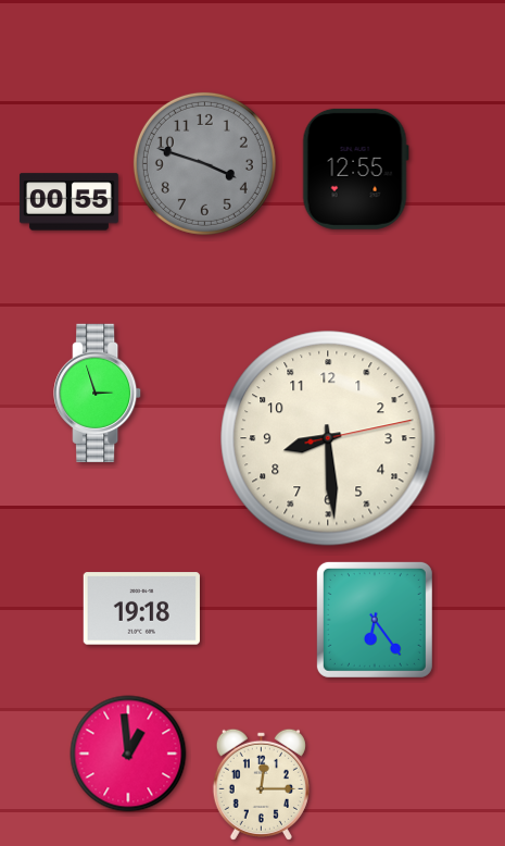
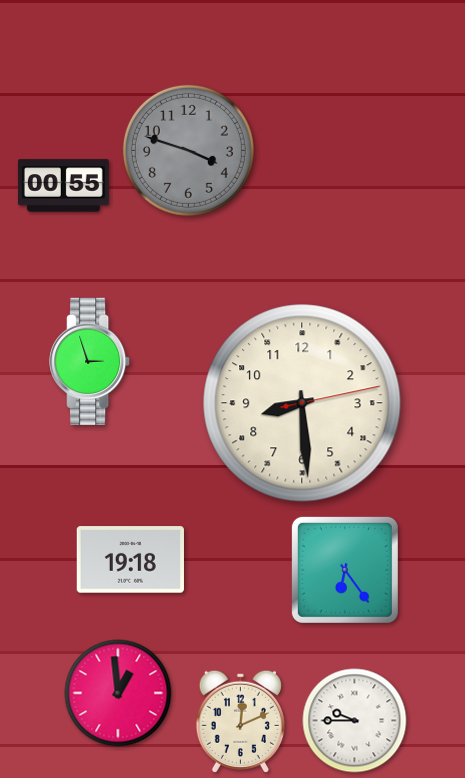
clock at (355, 169): 12:55 -> none
clock at (261, 784): 12:15 -> 12:11
clock at (355, 721): none -> 9:45
